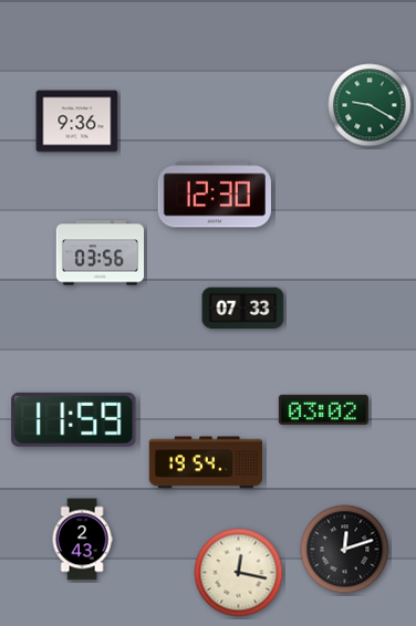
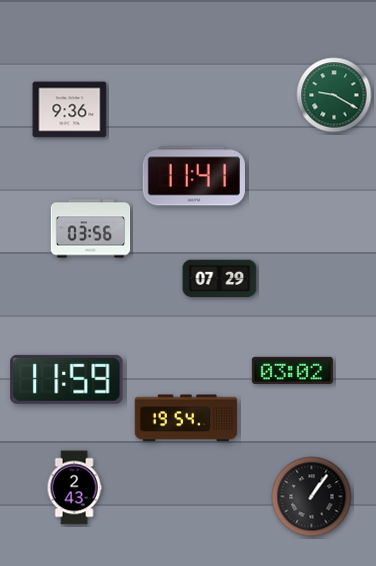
clock at (215, 195): 12:30 -> 11:41
clock at (243, 309): 07:33 -> 07:29
clock at (345, 550): 12:12 -> 1:06
clock at (239, 573): 12:17 -> none
